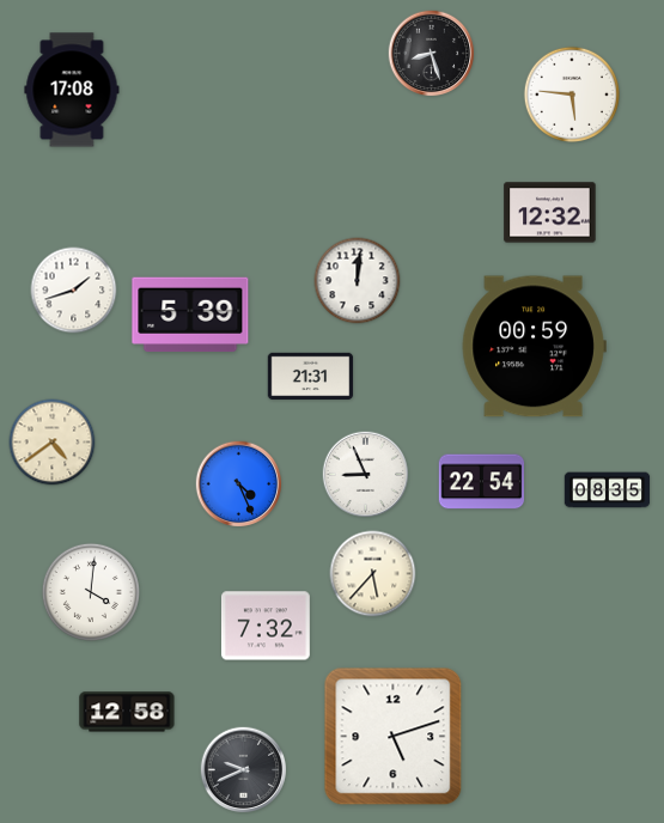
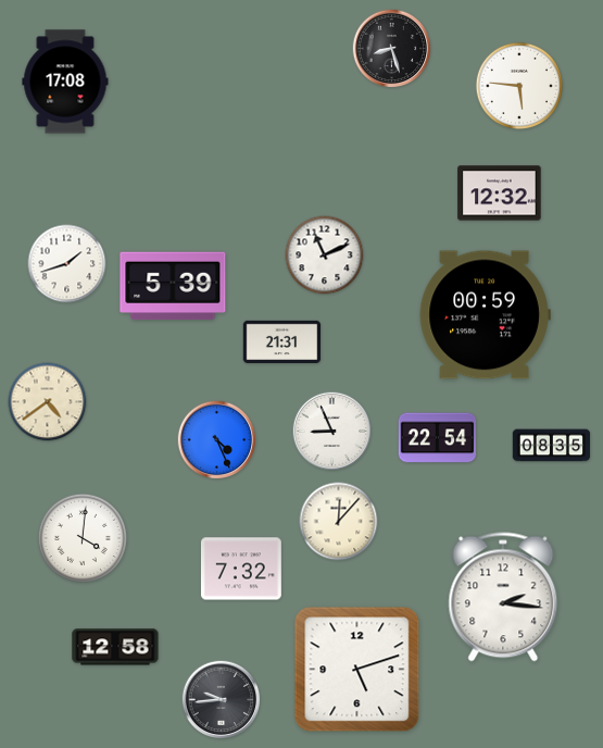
clock at (358, 281): 12:01 -> 11:11
clock at (373, 574): 5:37 -> 12:07
clock at (503, 597): none -> 2:16
clock at (244, 770): 9:41 -> 9:44
